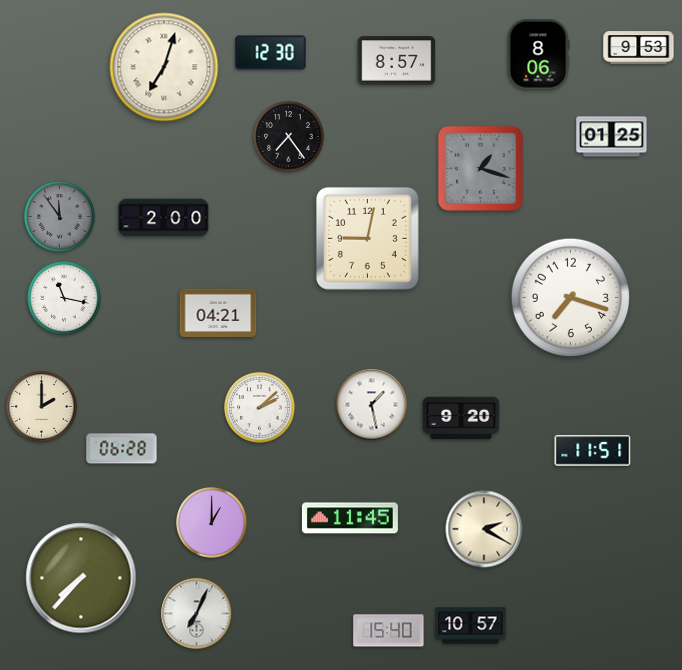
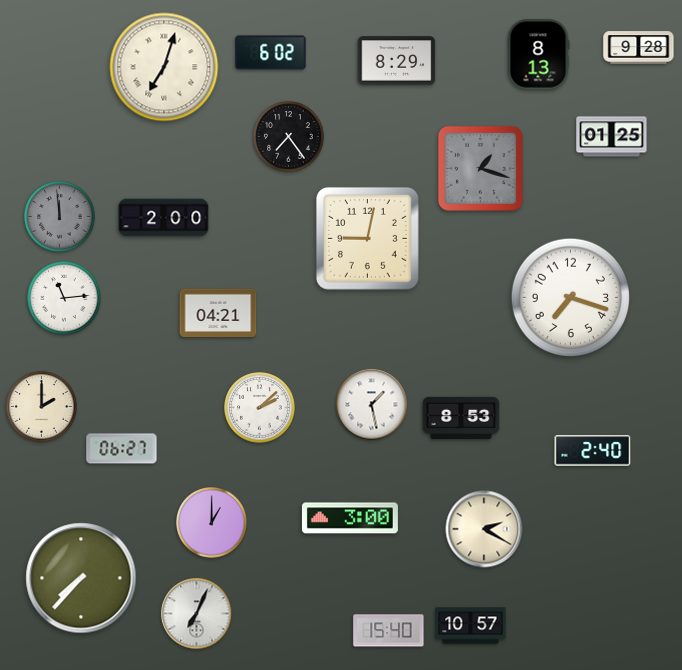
clock at (639, 48): 9:53 -> 9:28
clock at (271, 53): 12:30 -> 6:02
clock at (538, 55): 8:06 -> 8:13
clock at (397, 61): 8:57 -> 8:29
clock at (60, 217): 11:54 -> 11:59
clock at (64, 298): 11:17 -> 11:14
clock at (461, 418): 9:20 -> 8:53
clock at (122, 449): 06:28 -> 06:27
clock at (593, 451): 11:51 -> 2:40
clock at (350, 518): 11:45 -> 3:00
